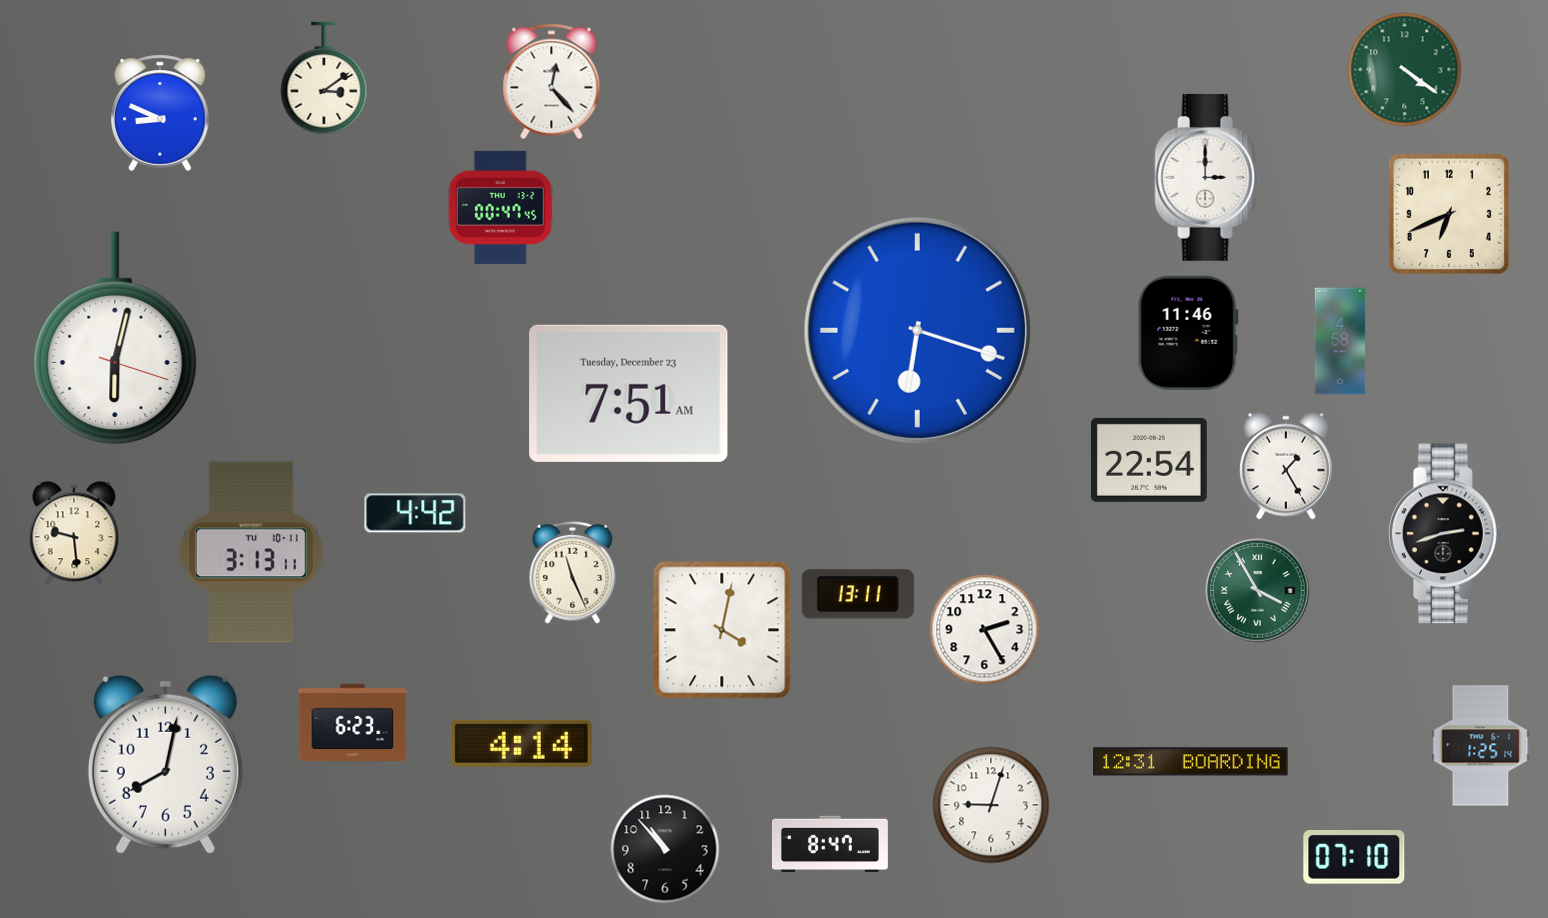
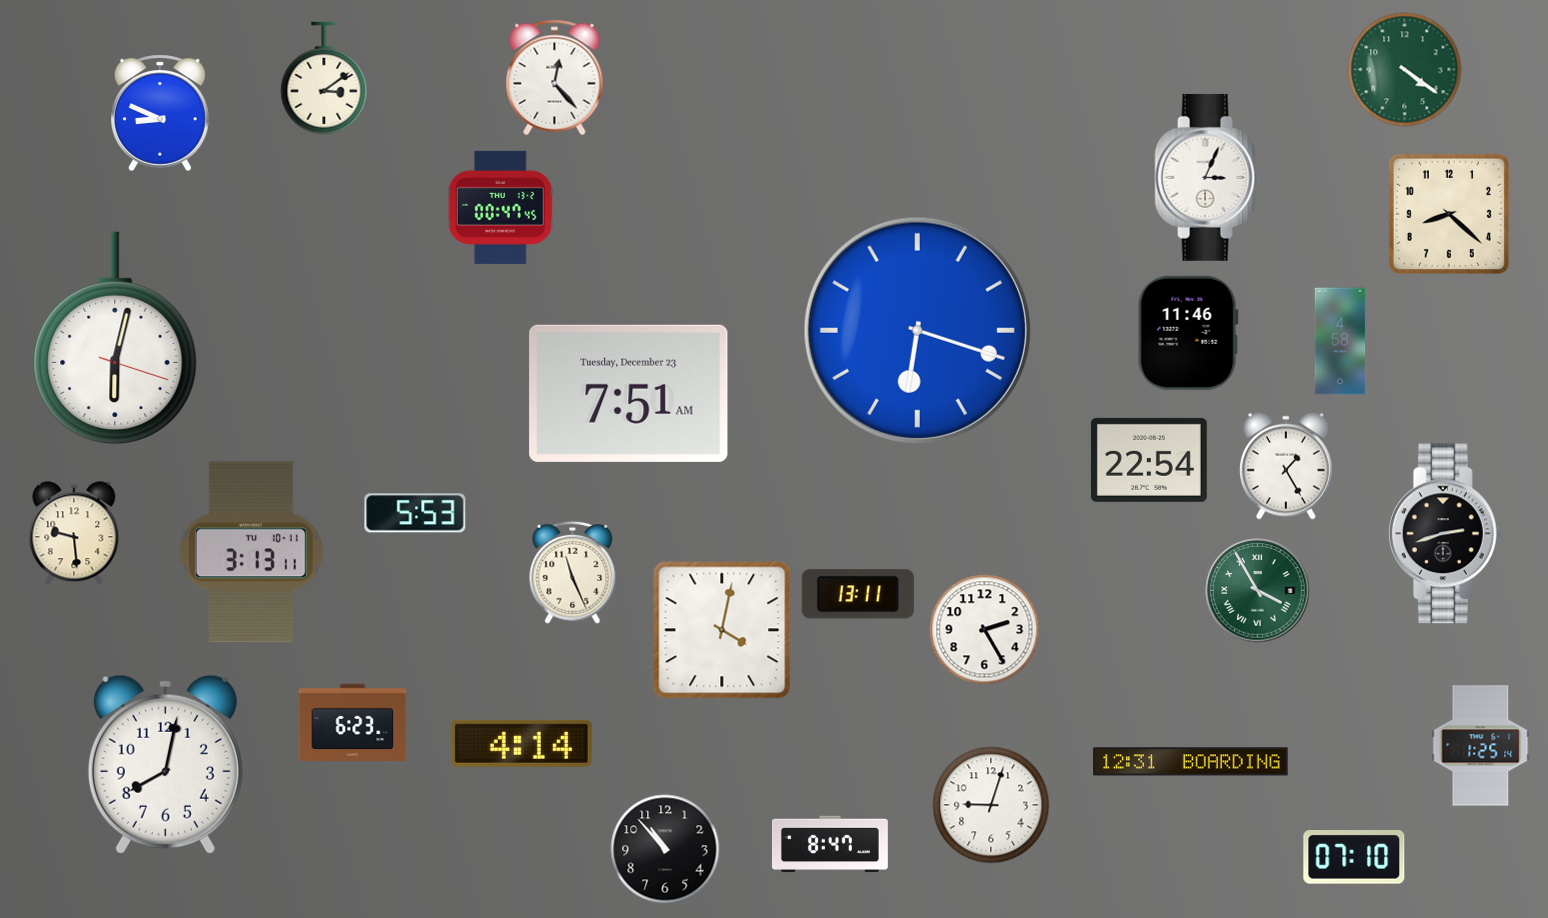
clock at (552, 82) position: (552, 82) -> (555, 78)
clock at (1208, 177): 3:00 -> 3:04
clock at (1449, 214): 6:41 -> 8:22
clock at (415, 513): 4:42 -> 5:53
